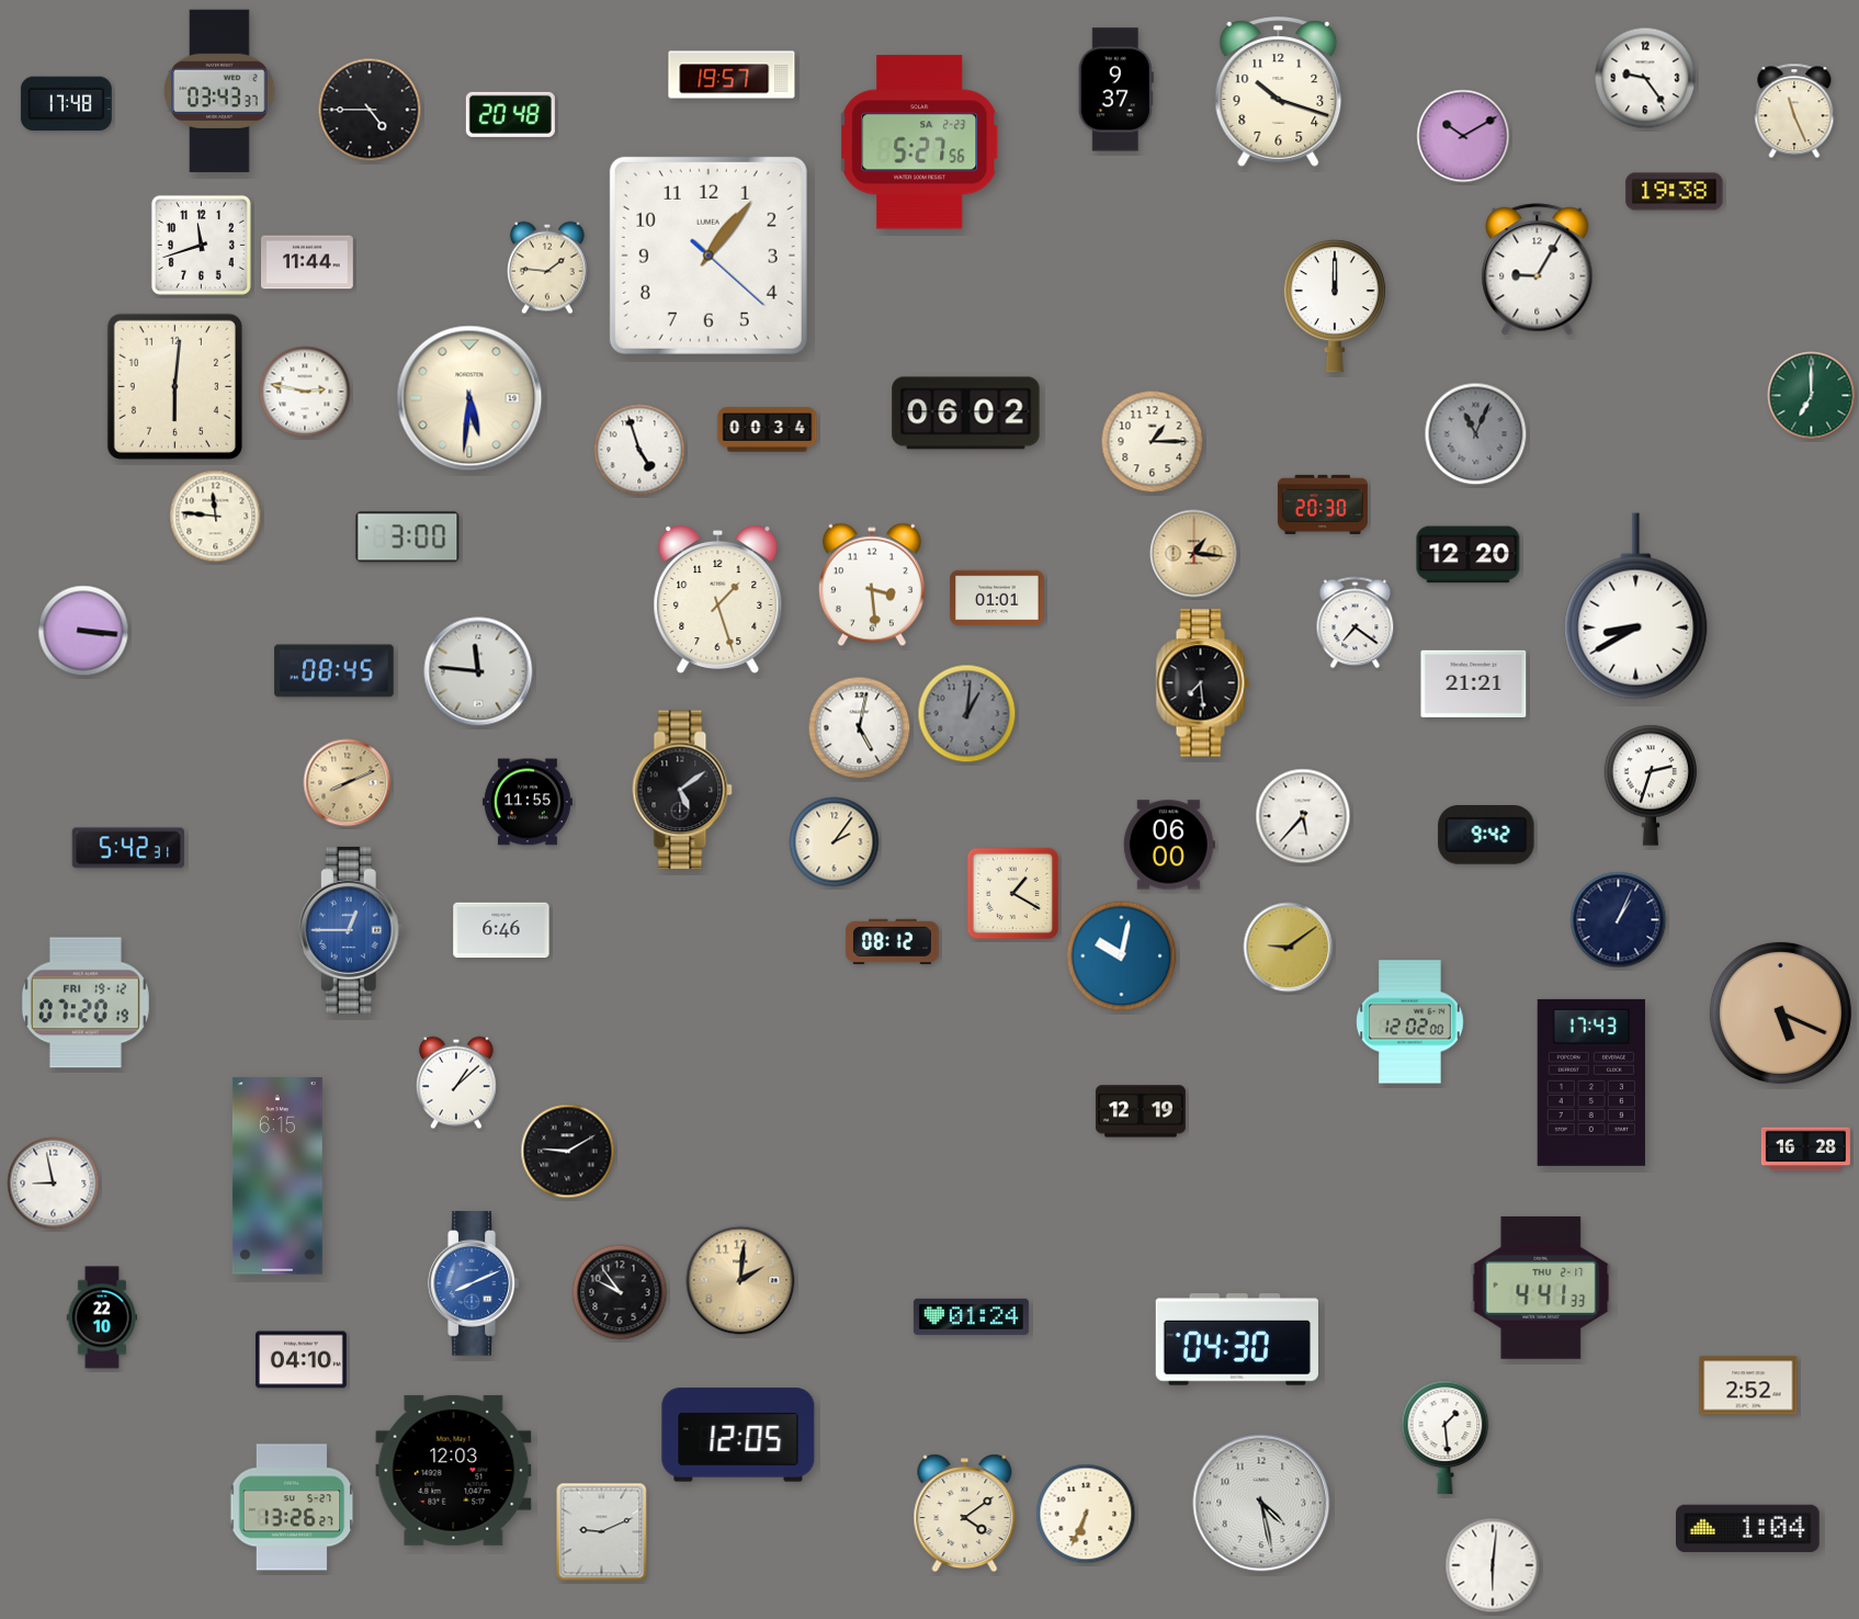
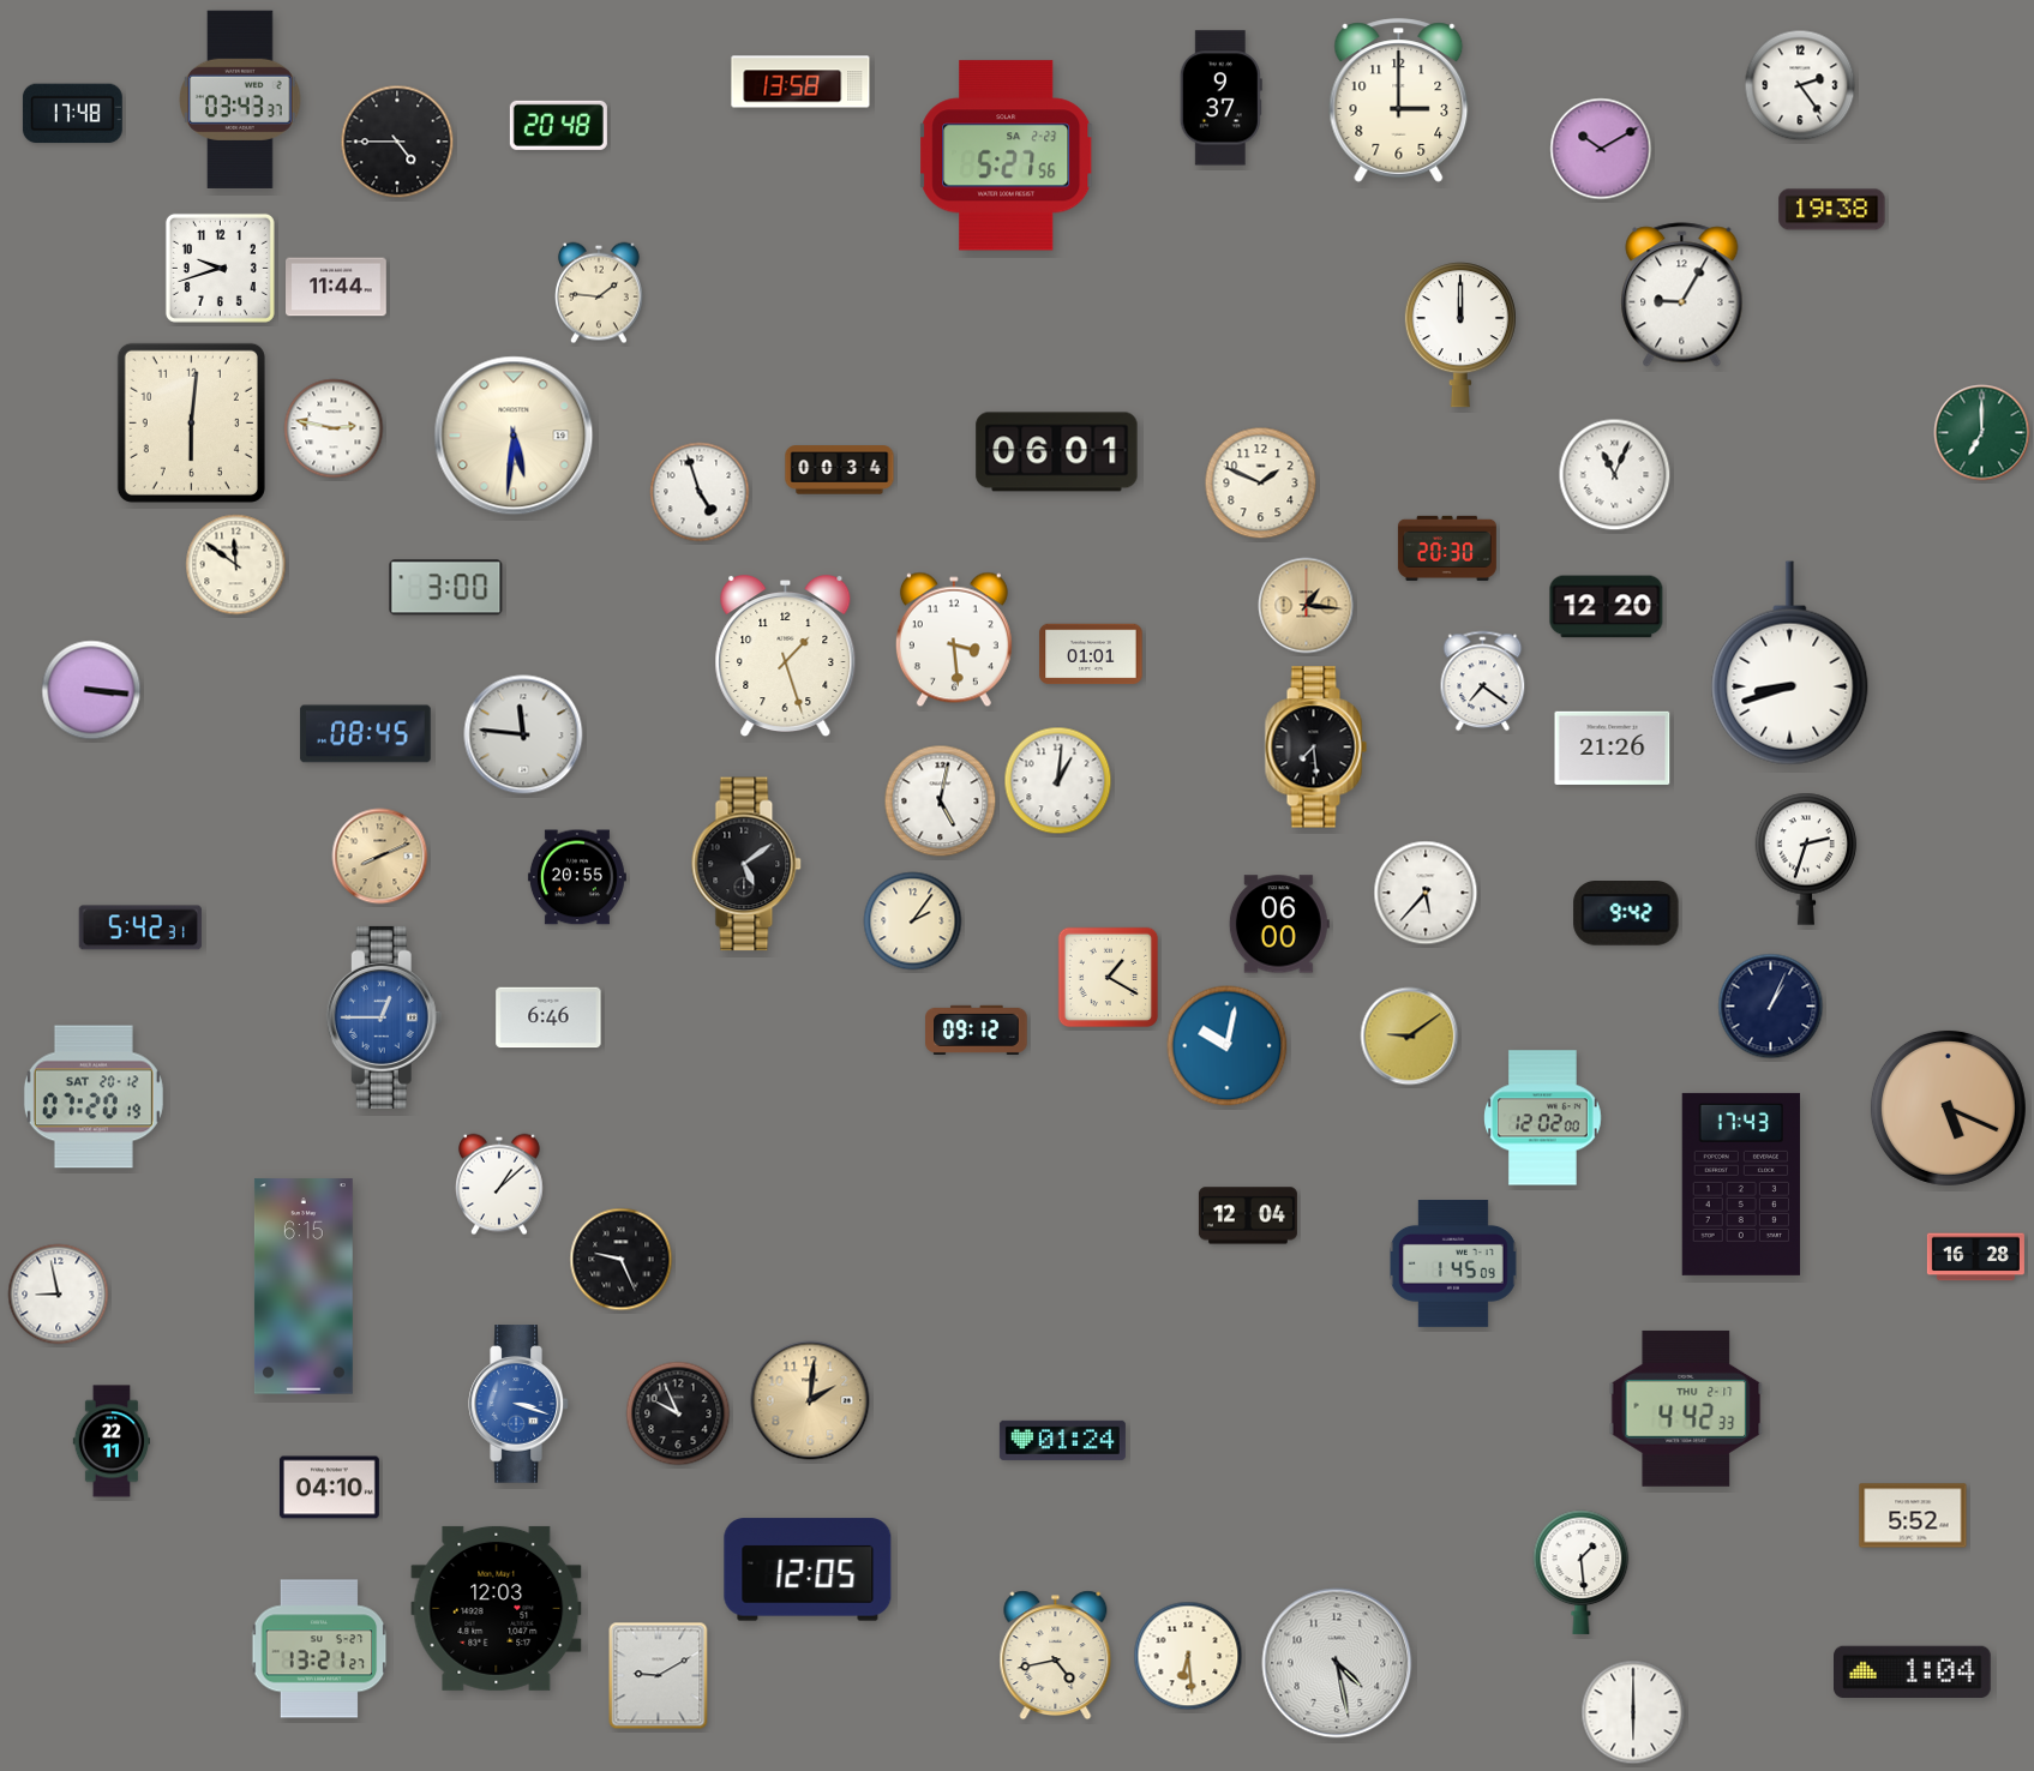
clock at (732, 75): 19:57 -> 13:58
clock at (1645, 78): 9:24 -> 2:24
clock at (1279, 92): 10:18 -> 3:00
clock at (370, 110) position: (370, 110) -> (397, 142)
clock at (1794, 111): 11:26 -> none
clock at (201, 245): 11:42 -> 9:42
clock at (709, 256): 1:06 -> none
clock at (966, 414): 06:02 -> 06:01
clock at (1476, 434) dial: grey -> white
clock at (1153, 442): 1:15 -> 1:49
clock at (1323, 505) position: (1323, 505) -> (1447, 548)
clock at (216, 517): 11:46 -> 11:51
clock at (1636, 607): 8:40 -> 8:42
clock at (1474, 683): 21:21 -> 21:26
clock at (967, 714) dial: grey -> white
clock at (860, 728) position: (860, 728) -> (941, 802)
clock at (528, 802): 11:55 -> 20:55
clock at (893, 941): 08:12 -> 09:12
clock at (86, 1003) date: FRI 19-12 -> SAT 20-12
clock at (1141, 1111): 12:19 -> 12:04
clock at (568, 1152): 9:10 -> 9:26
clock at (1453, 1263): none -> 1:45
clock at (474, 1283): 8:11 -> 3:18
clock at (1541, 1288): 4:41 -> 4:42
clock at (620, 1292): 9:54 -> 9:56
clock at (102, 1317): 22:10 -> 22:11
clock at (1237, 1340): 04:30 -> none
clock at (1748, 1385): 2:52 -> 5:52
clock at (1261, 1503) position: (1261, 1503) -> (1337, 1663)
clock at (292, 1507): 13:26 -> 13:21
clock at (965, 1514): 4:09 -> 4:43
clock at (1086, 1514): 6:34 -> 6:29
clock at (602, 1532): 9:11 -> 9:10
clock at (1493, 1565): 6:01 -> 6:00
